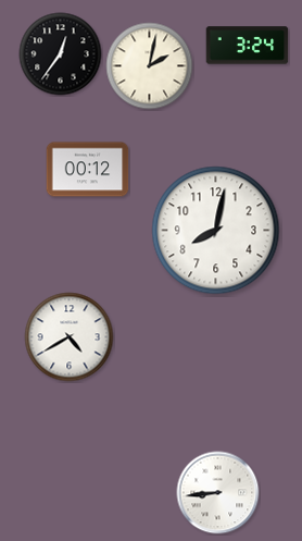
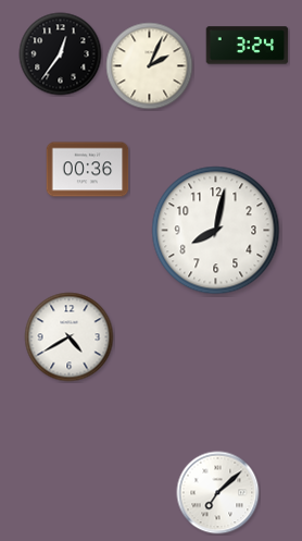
clock at (150, 66): 2:02 -> 2:04
clock at (88, 170): 00:12 -> 00:36
clock at (218, 493): 8:44 -> 7:08
